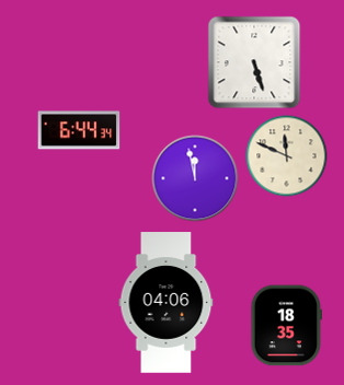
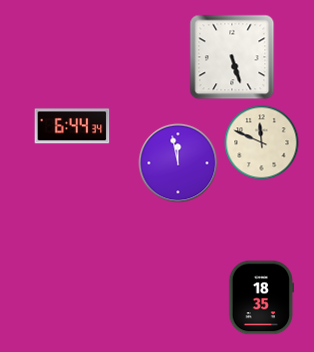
clock at (79, 130) position: (79, 130) -> (72, 126)
clock at (167, 303): 04:06 -> none
